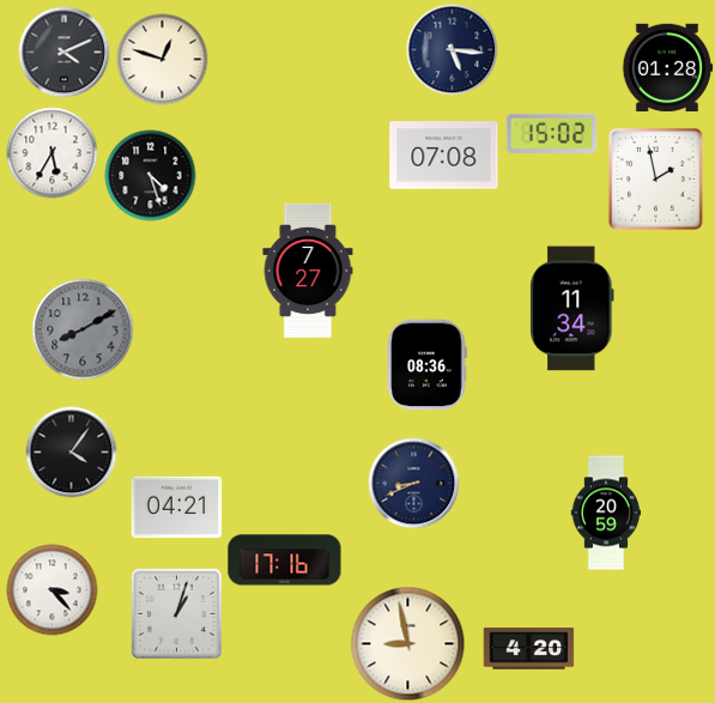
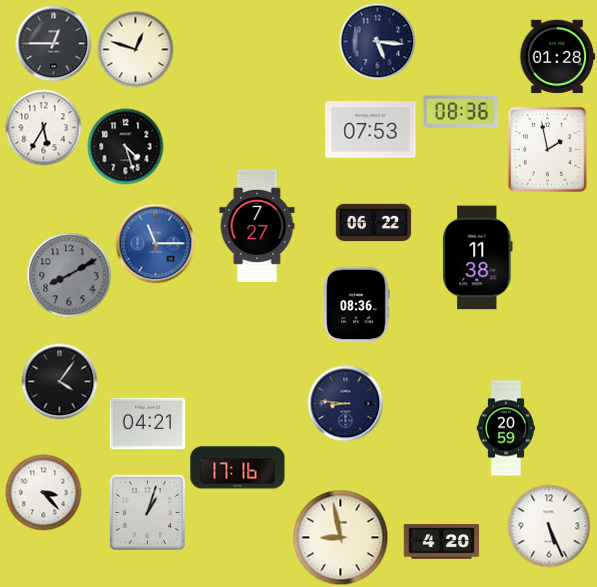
clock at (65, 53): 4:11 -> 12:45
clock at (552, 133): 15:02 -> 08:36
clock at (444, 156): 07:08 -> 07:53
clock at (374, 223): none -> 06:22
clock at (156, 244): none -> 11:15
clock at (572, 309): 11:34 -> 11:38
clock at (72, 453) position: (72, 453) -> (60, 382)
clock at (414, 484): 8:41 -> 8:46
clock at (549, 526): none -> 5:26
